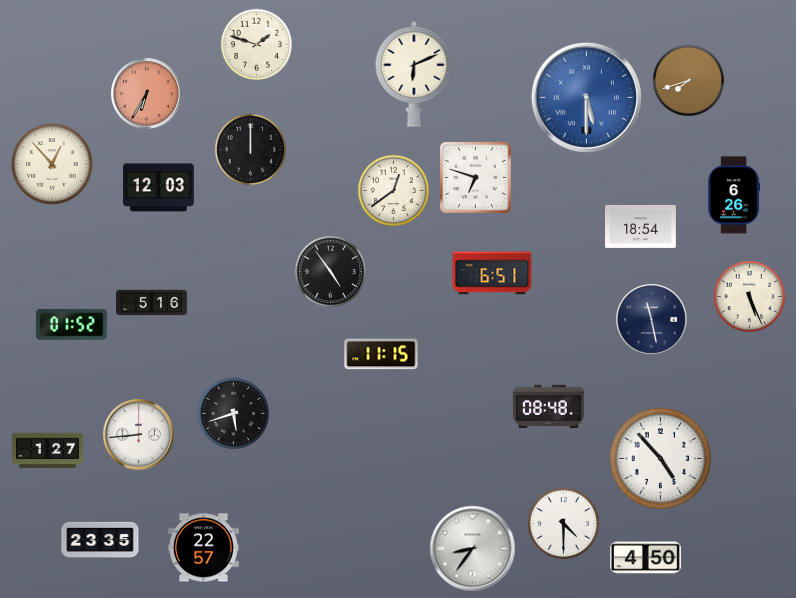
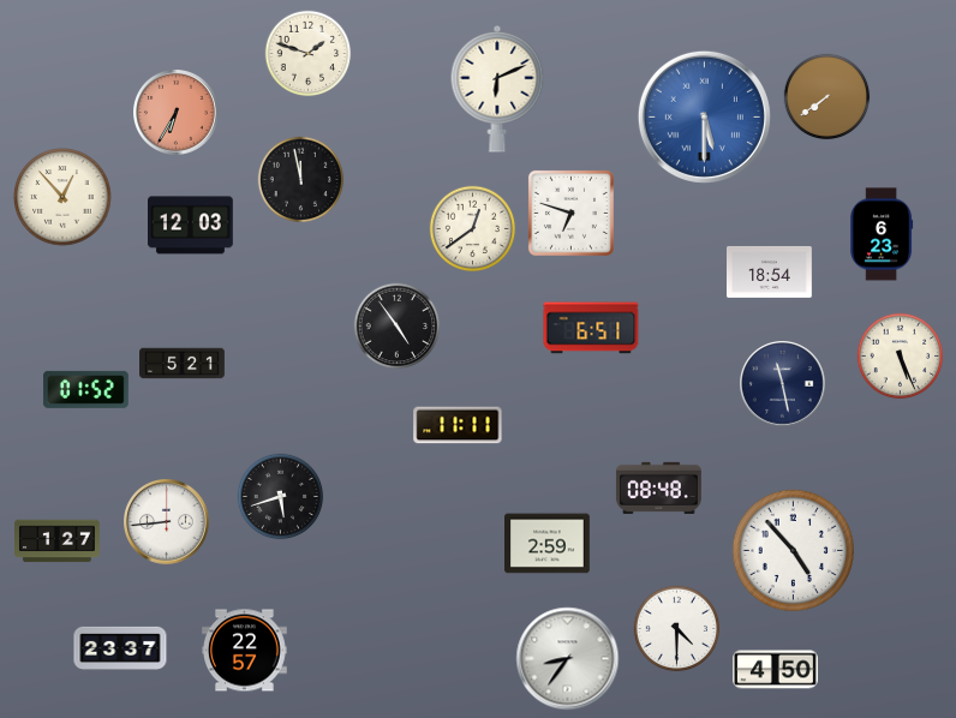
clock at (689, 81): 7:42 -> 7:39
clock at (251, 150): 12:00 -> 11:58
clock at (734, 195): 6:26 -> 6:23
clock at (152, 303): 5:16 -> 5:21
clock at (381, 354): 11:15 -> 11:11
clock at (548, 544): none -> 2:59
clock at (100, 539): 23:35 -> 23:37
clock at (204, 548) position: (204, 548) -> (245, 651)
